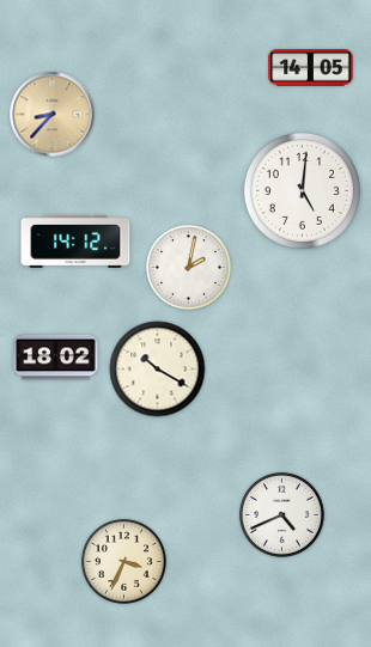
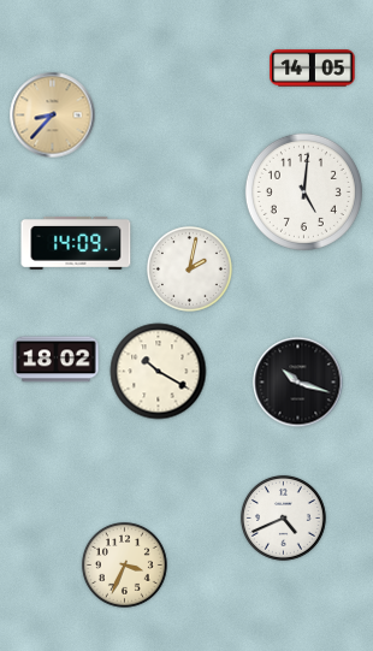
clock at (75, 242): 14:12 -> 14:09
clock at (298, 383): none -> 10:18
